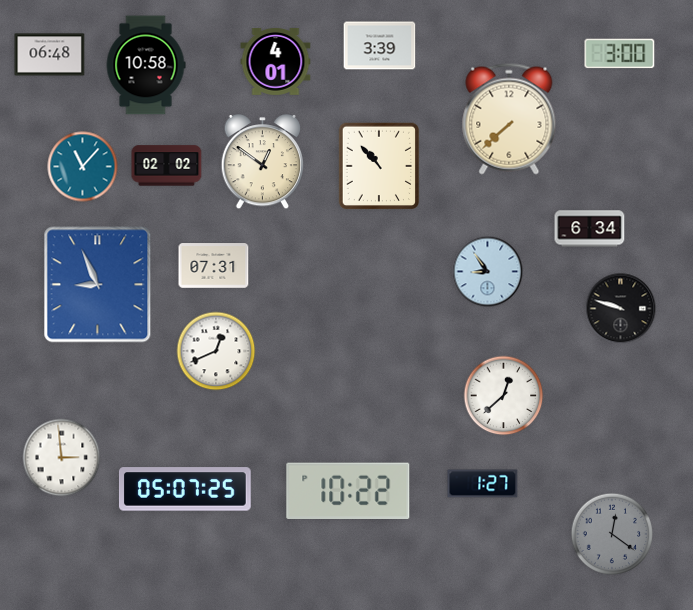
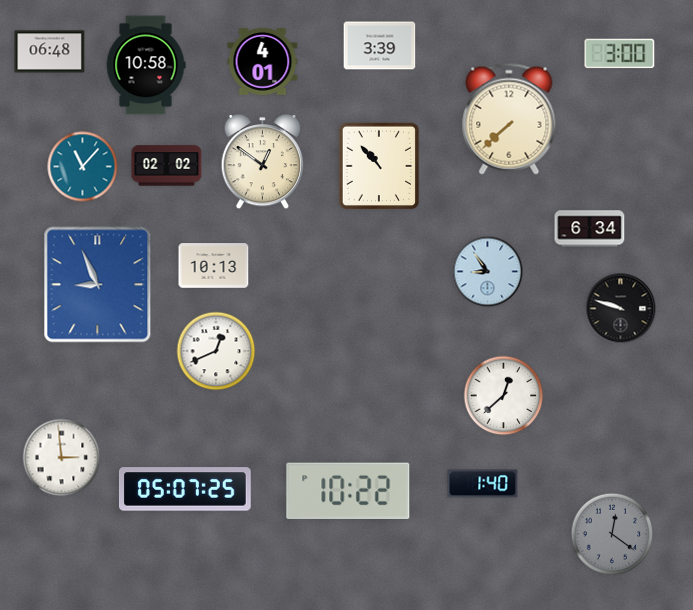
clock at (50, 55) position: (50, 55) -> (50, 52)
clock at (276, 62) position: (276, 62) -> (263, 62)
clock at (214, 266): 07:31 -> 10:13
clock at (483, 484): 1:27 -> 1:40
